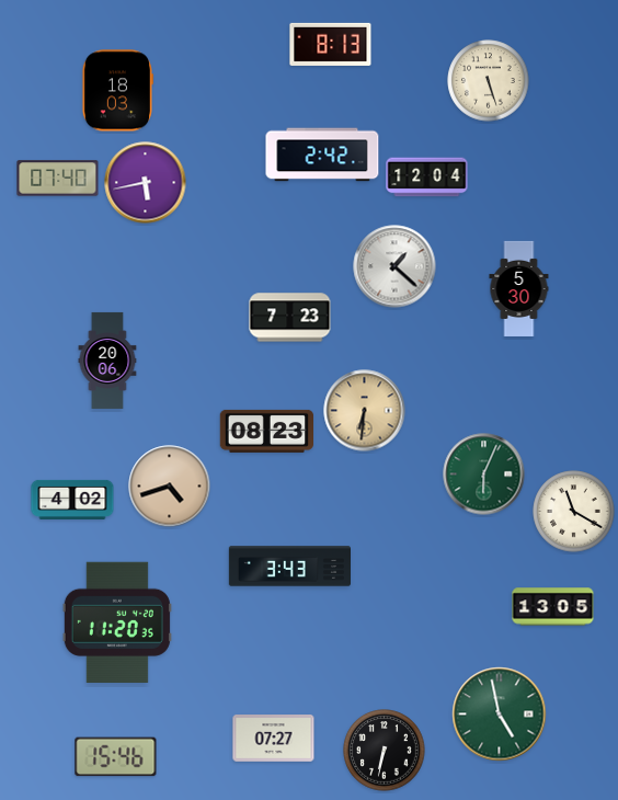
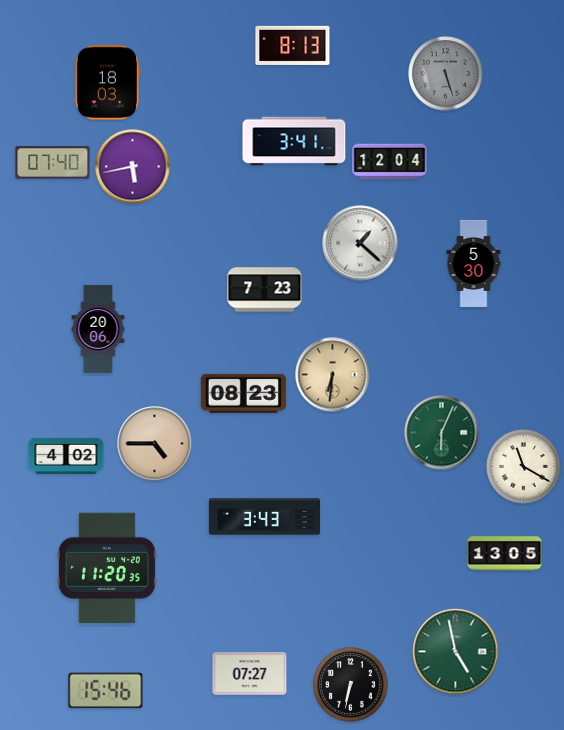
clock at (331, 44) position: (331, 44) -> (293, 45)
clock at (489, 81) dial: cream -> grey
clock at (322, 155): 2:42 -> 3:41
clock at (170, 487): 4:42 -> 4:45
